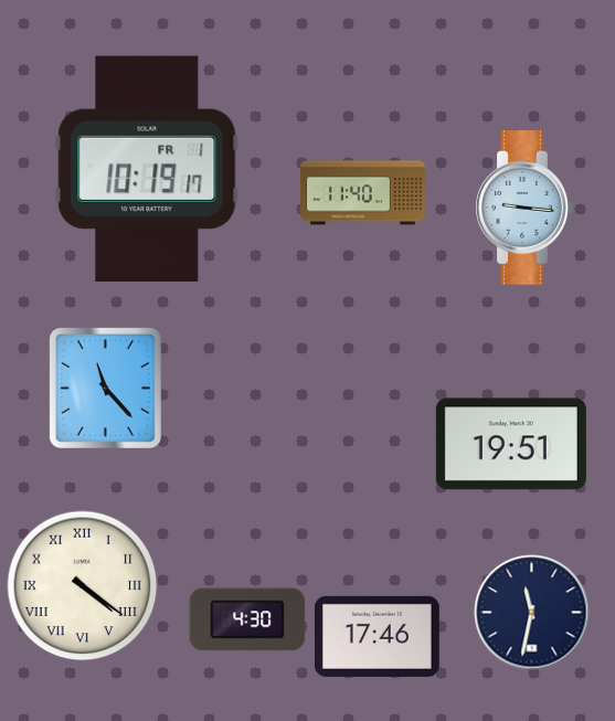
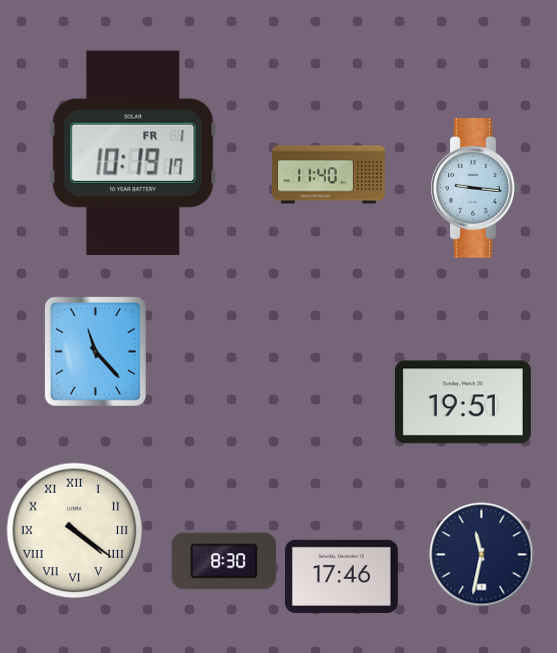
clock at (247, 619): 4:30 -> 8:30
